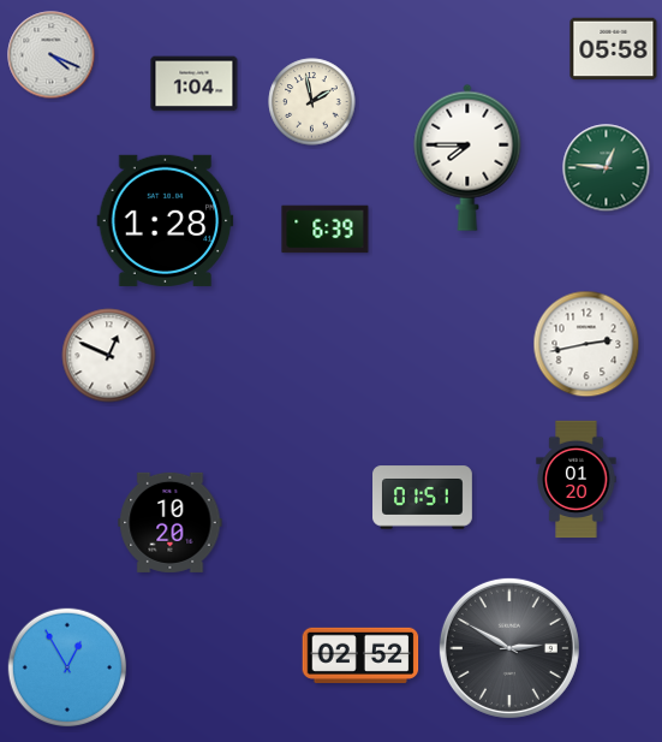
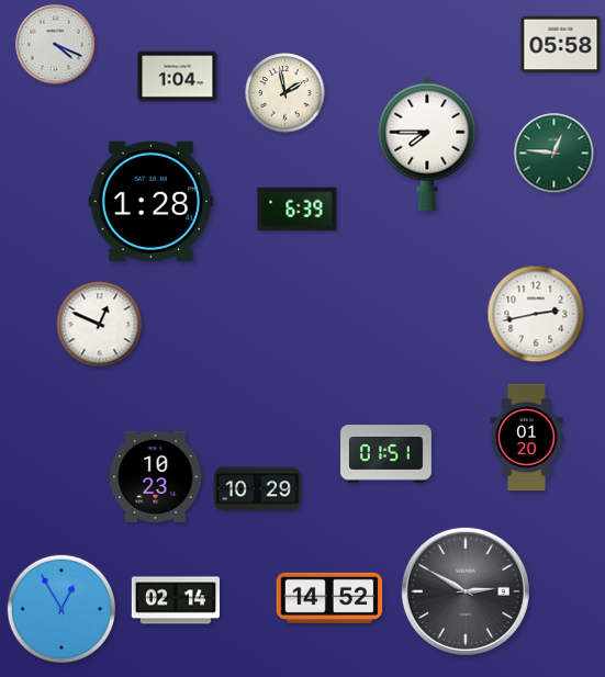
clock at (52, 55) position: (52, 55) -> (56, 45)
clock at (171, 522): 10:20 -> 10:23
clock at (258, 489): none -> 10:29
clock at (360, 655): 02:52 -> 14:52
clock at (175, 600): none -> 02:14
